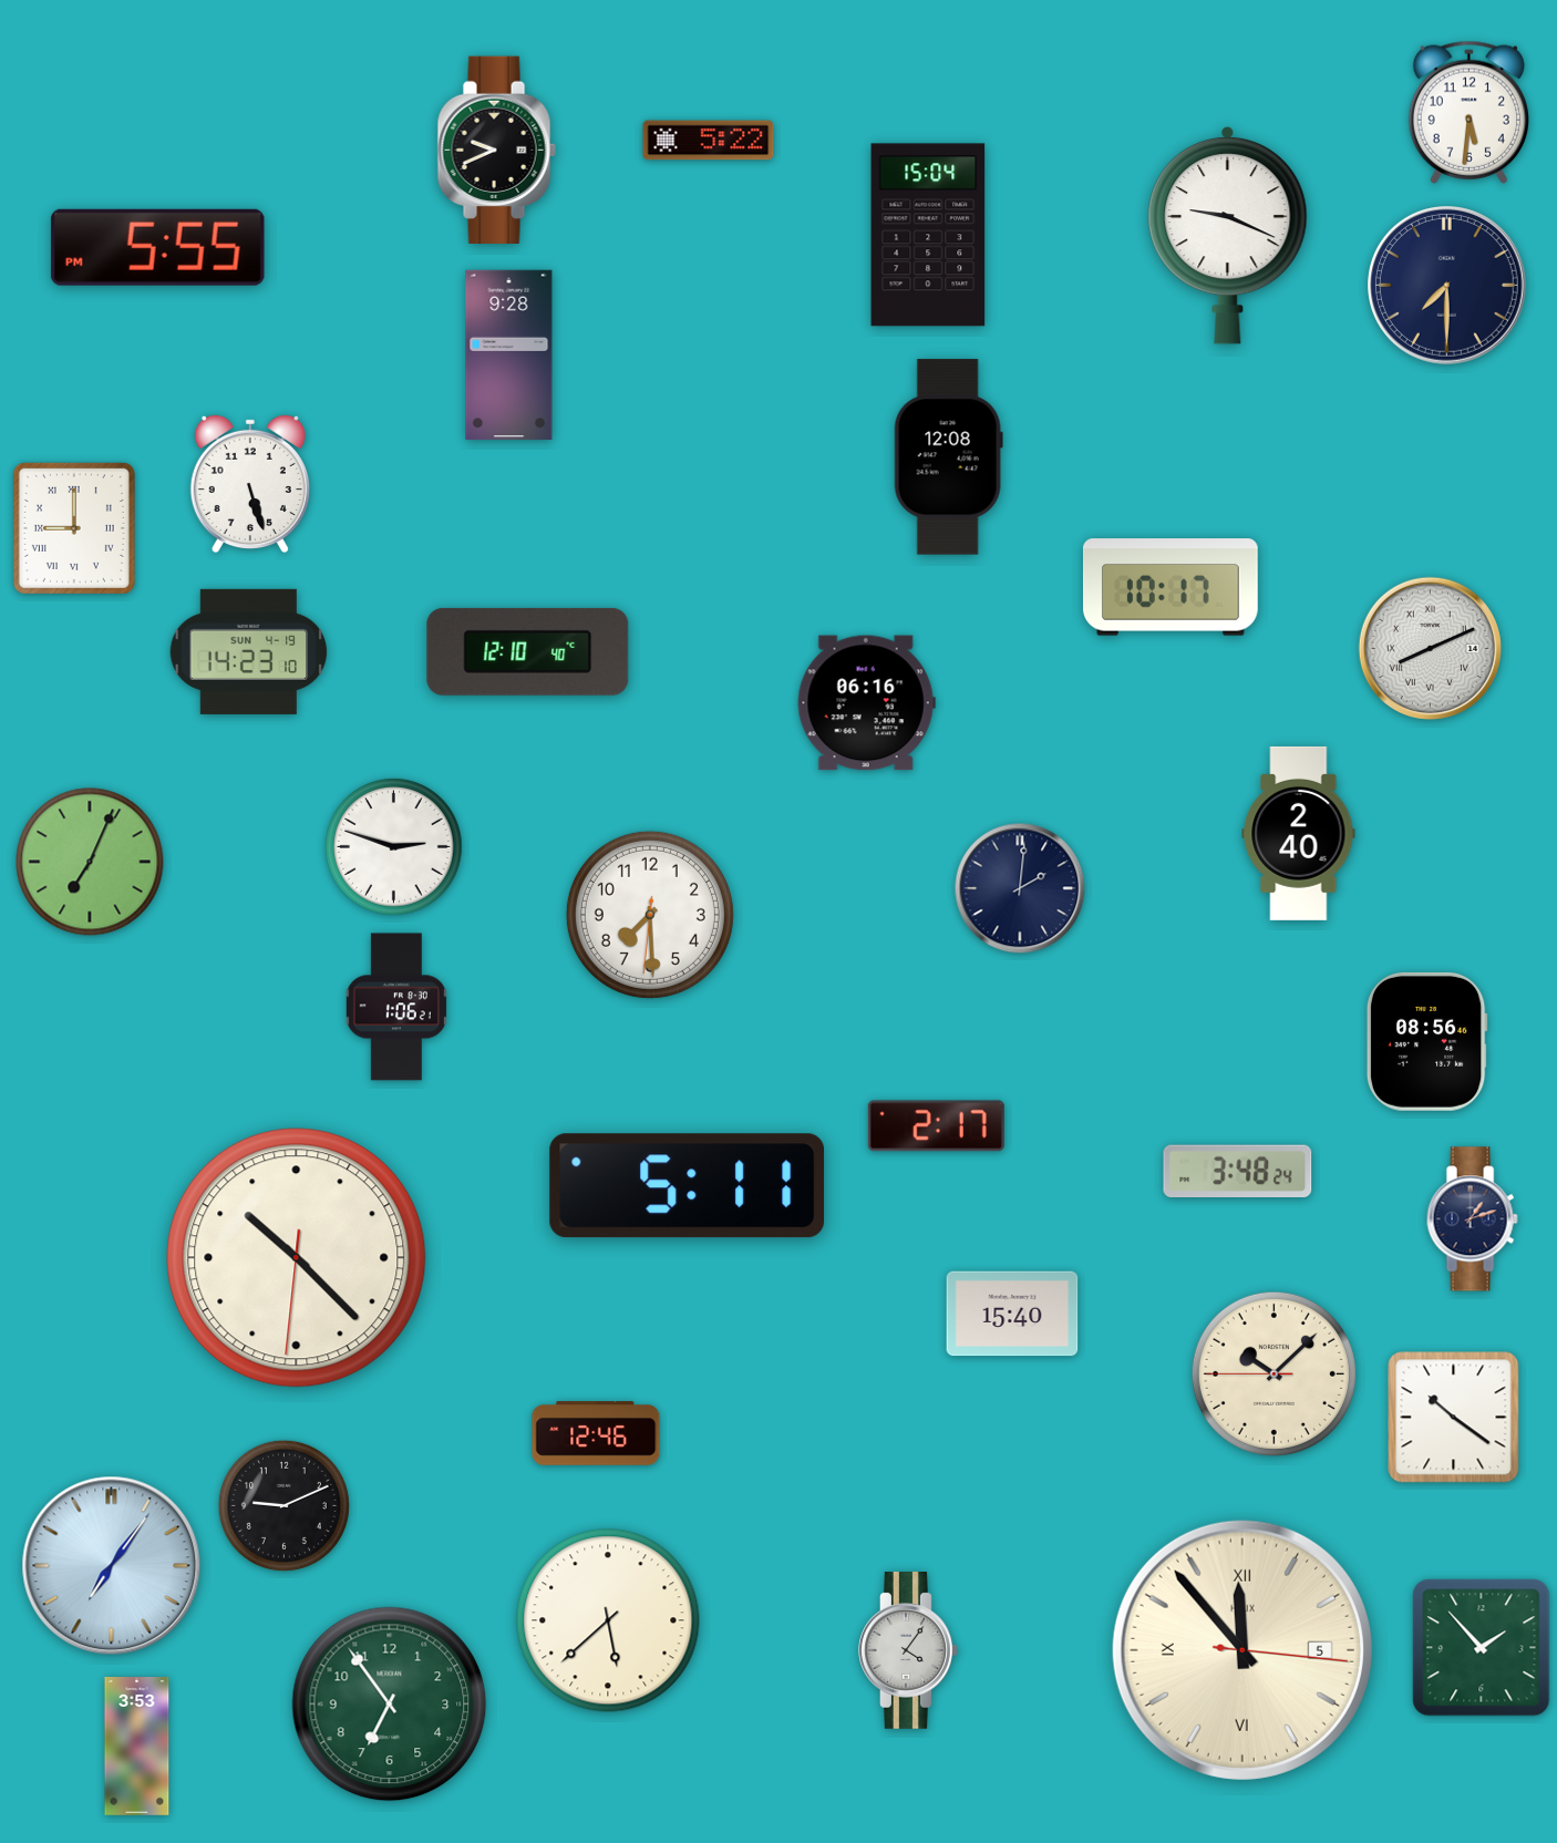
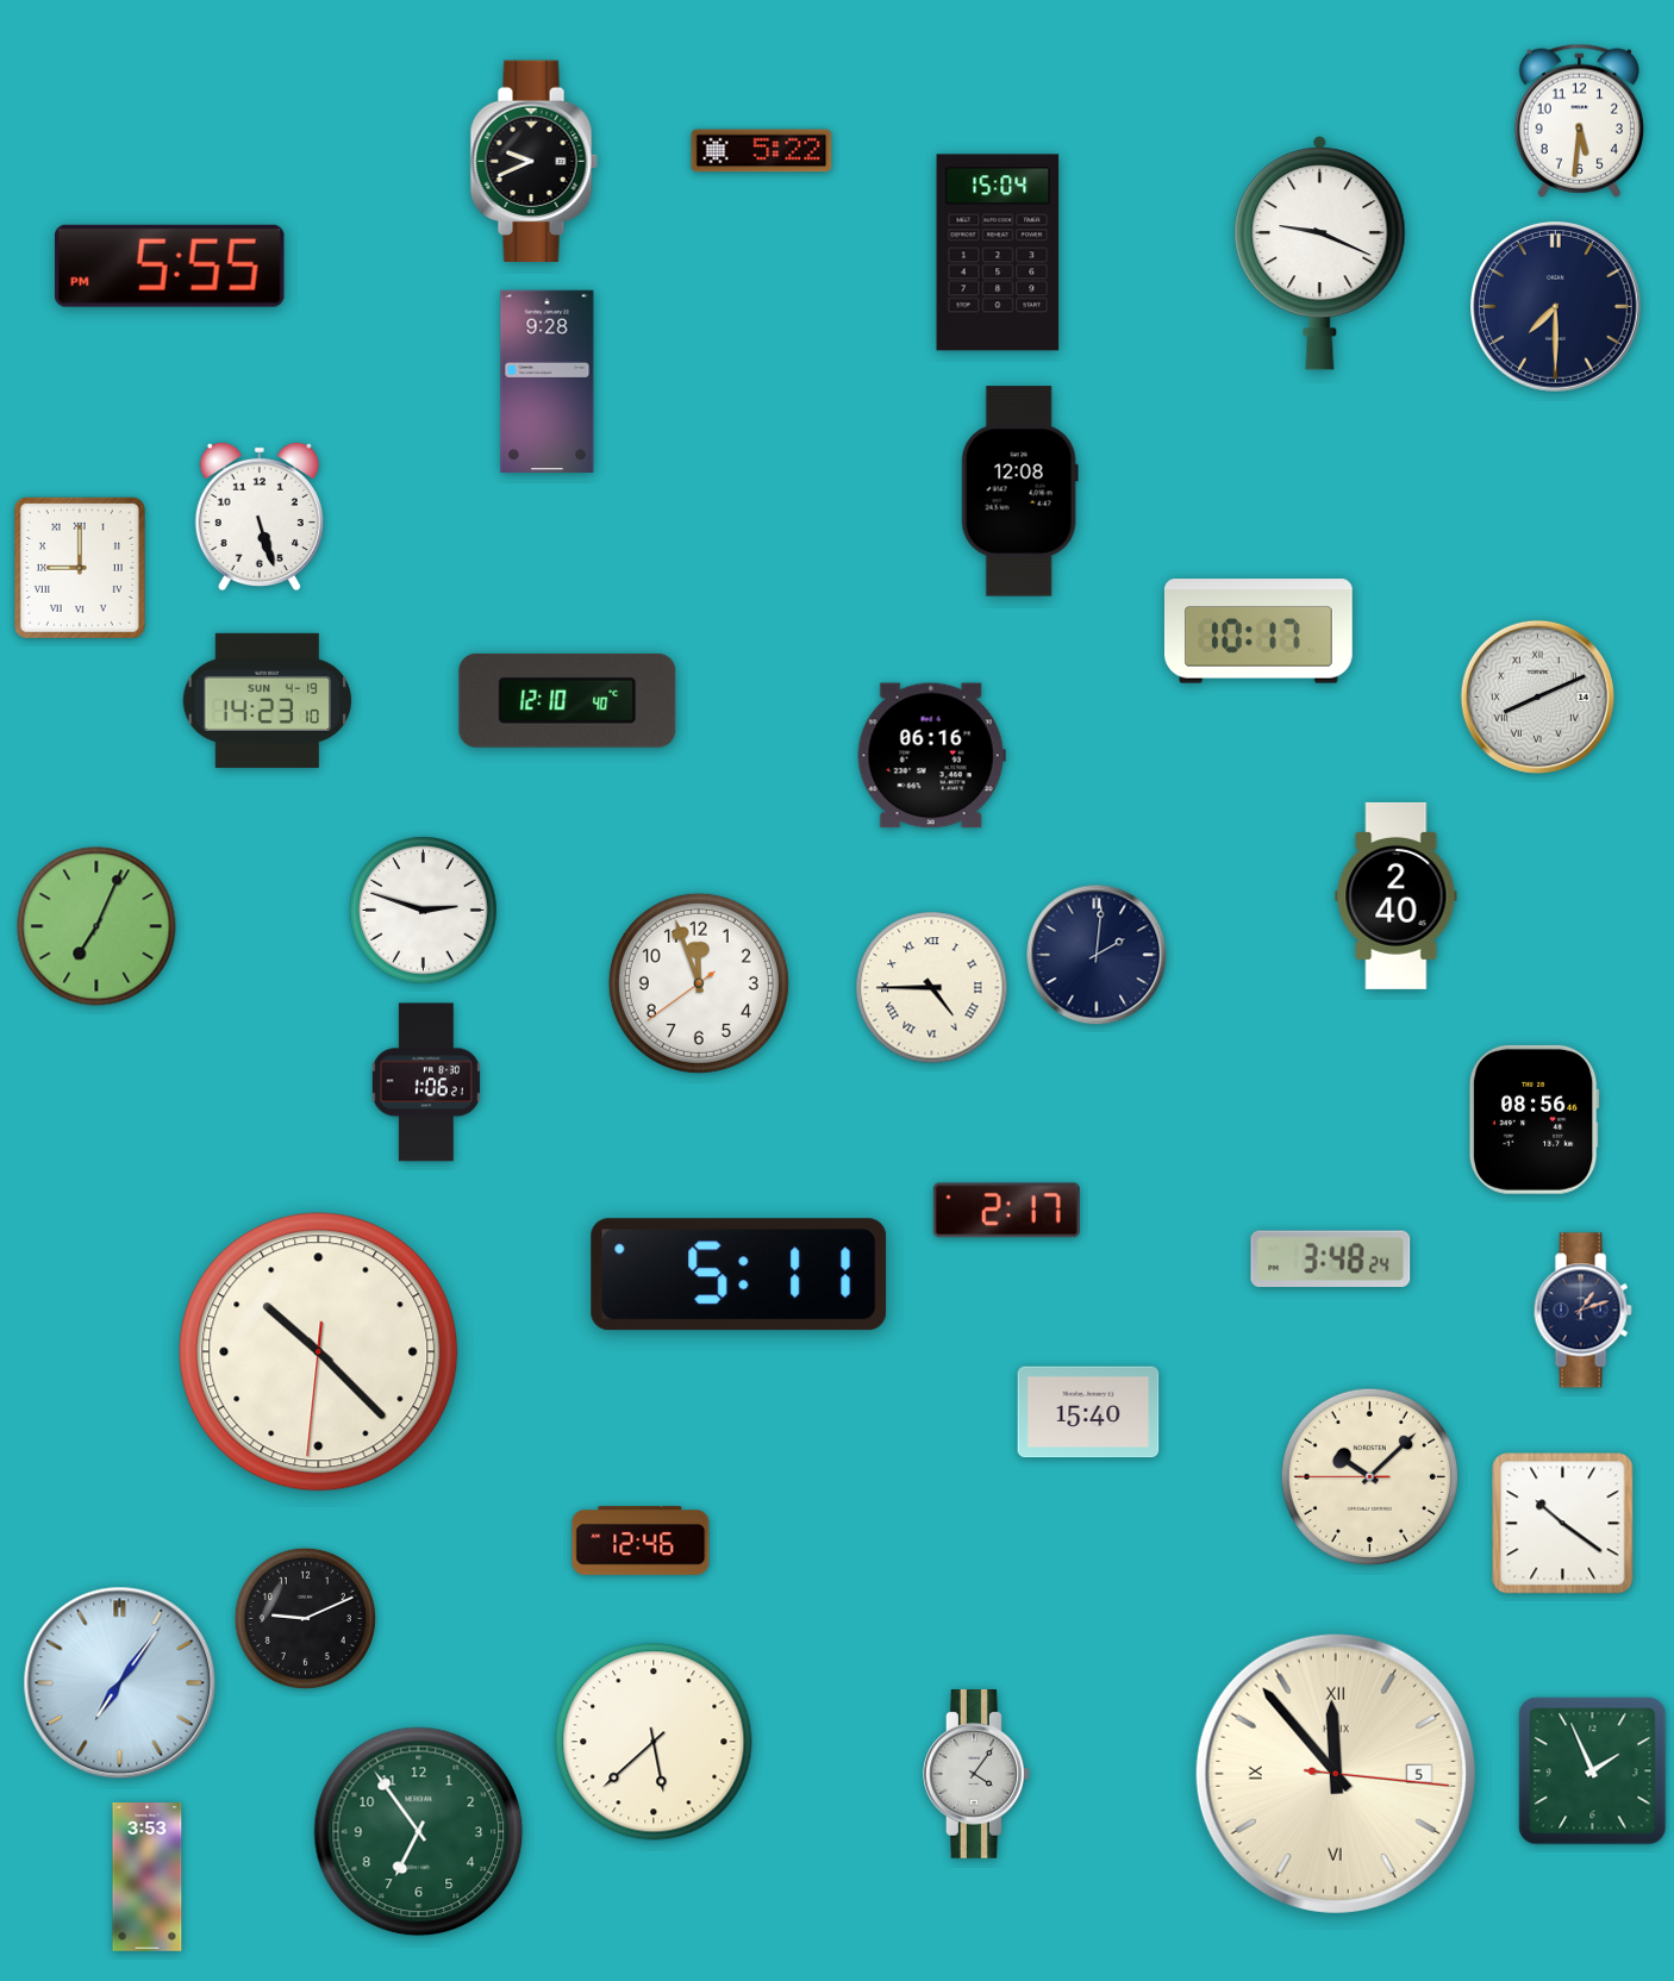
clock at (250, 484) position: (250, 484) -> (260, 517)
clock at (650, 915): 7:29 -> 11:56
clock at (932, 988): none -> 4:45
clock at (1482, 1648): 1:53 -> 1:56
